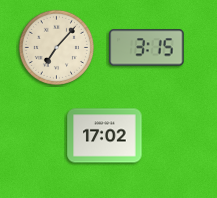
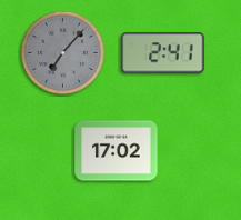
clock at (56, 47) dial: cream -> grey
clock at (147, 48): 3:15 -> 2:41
